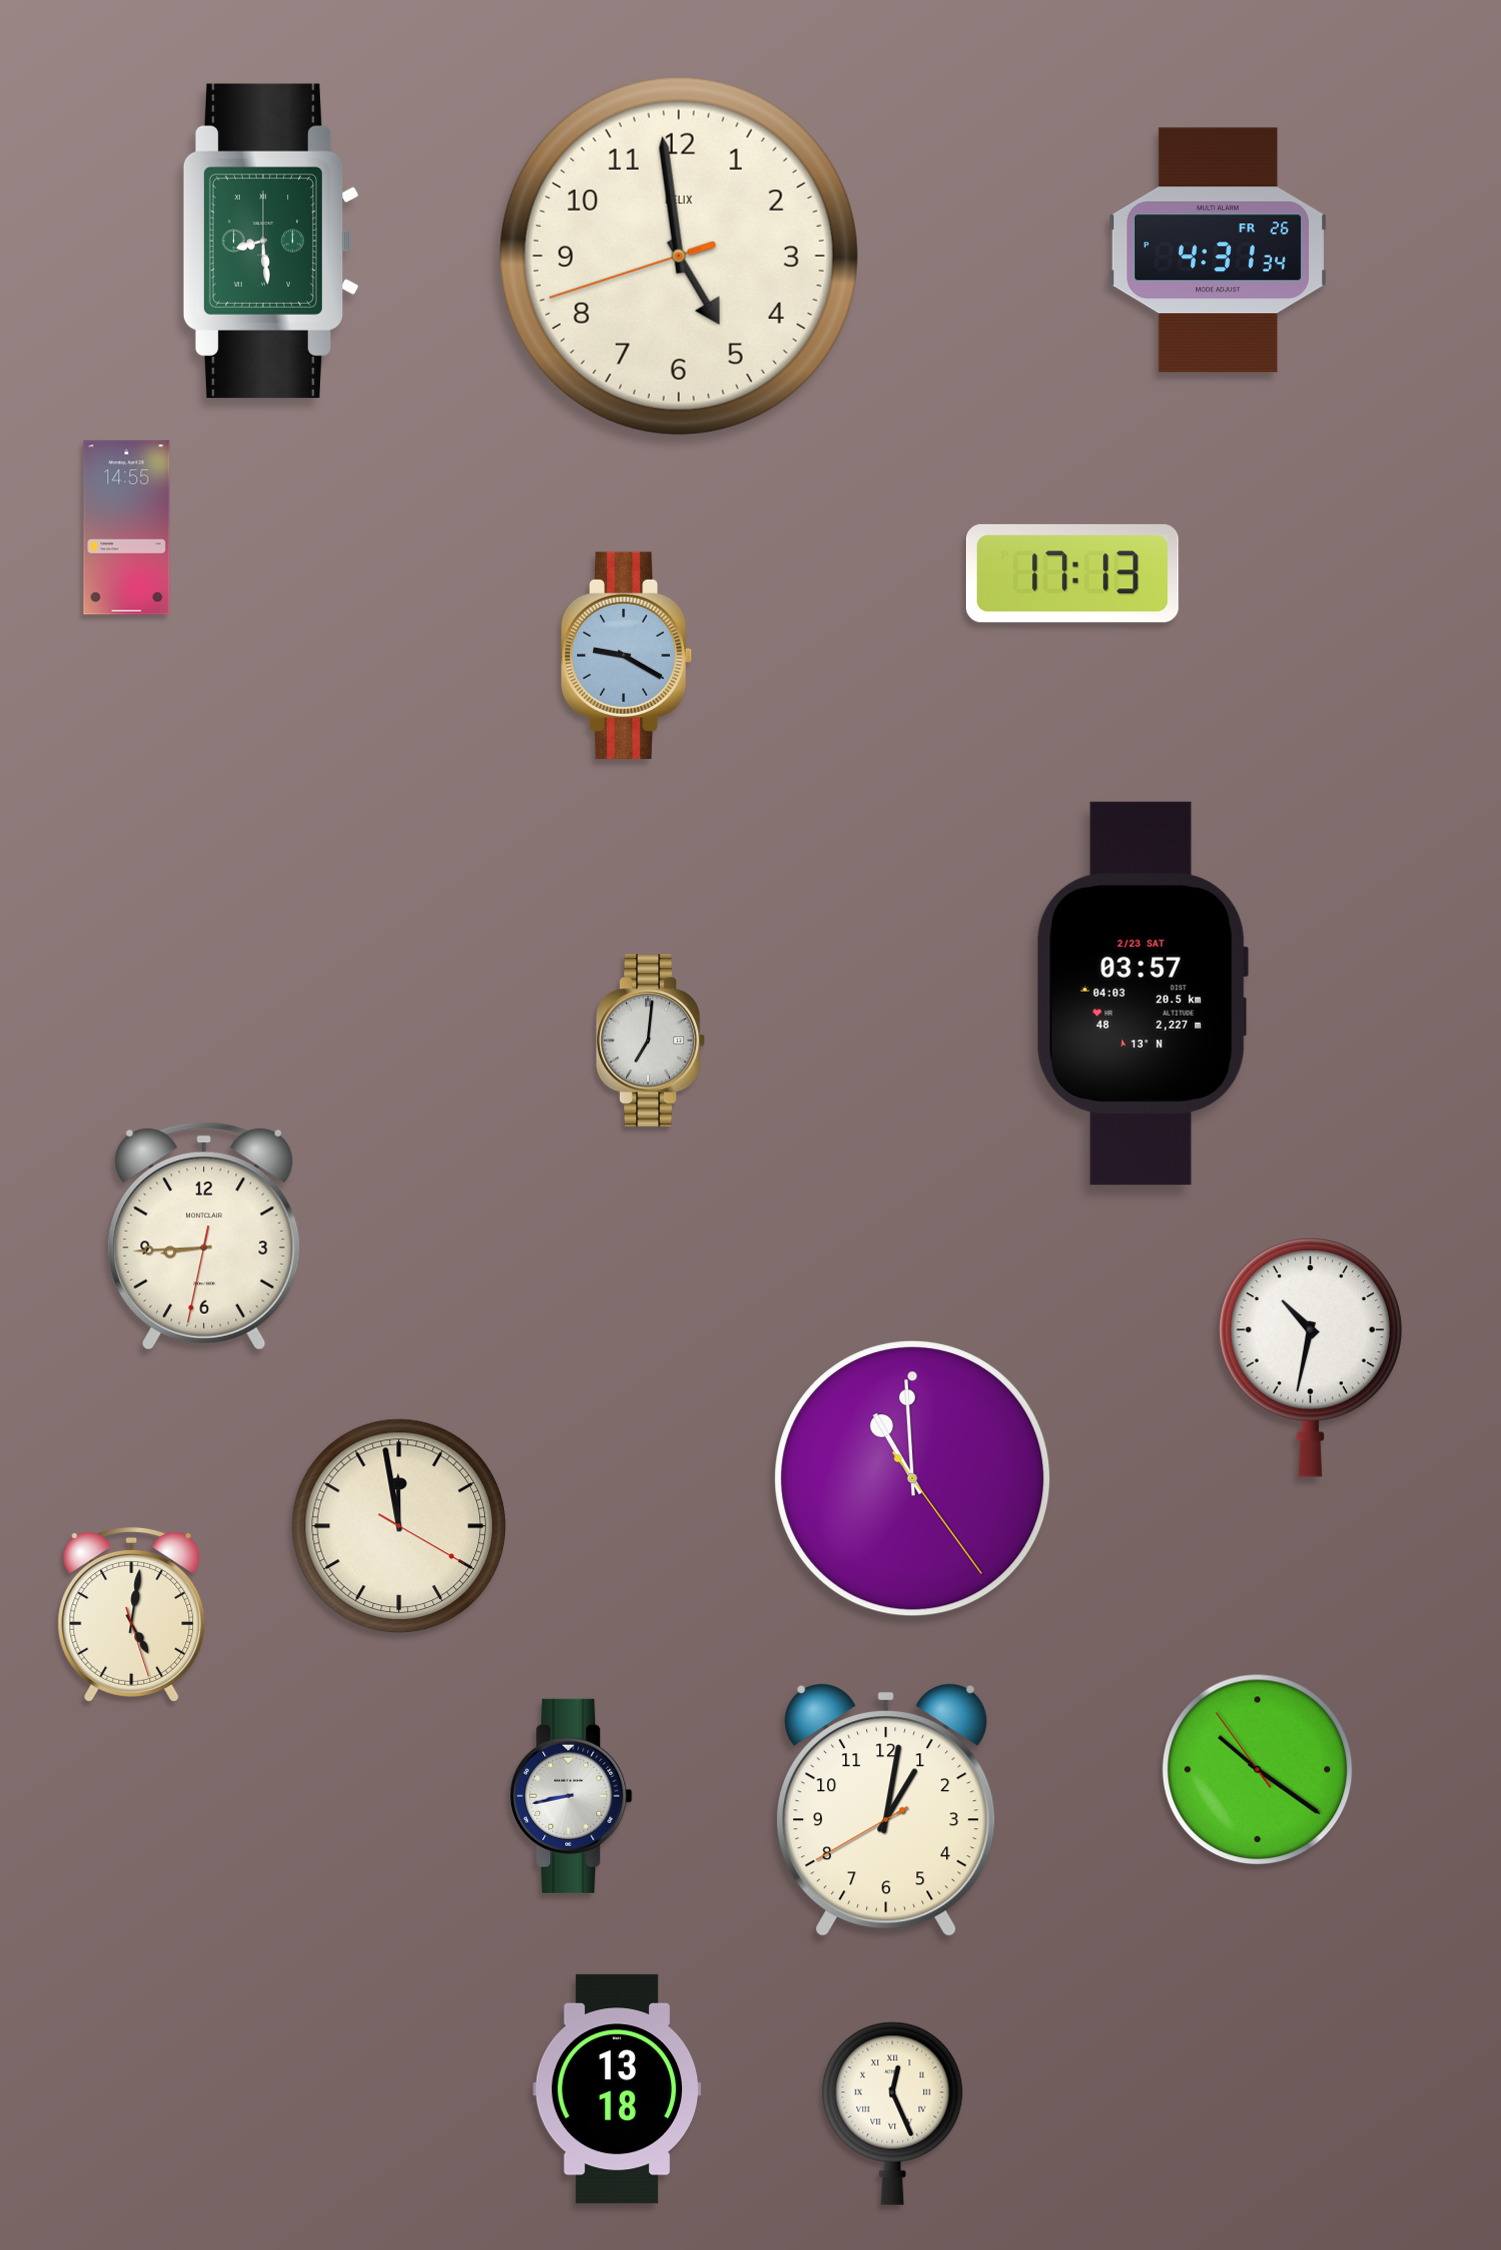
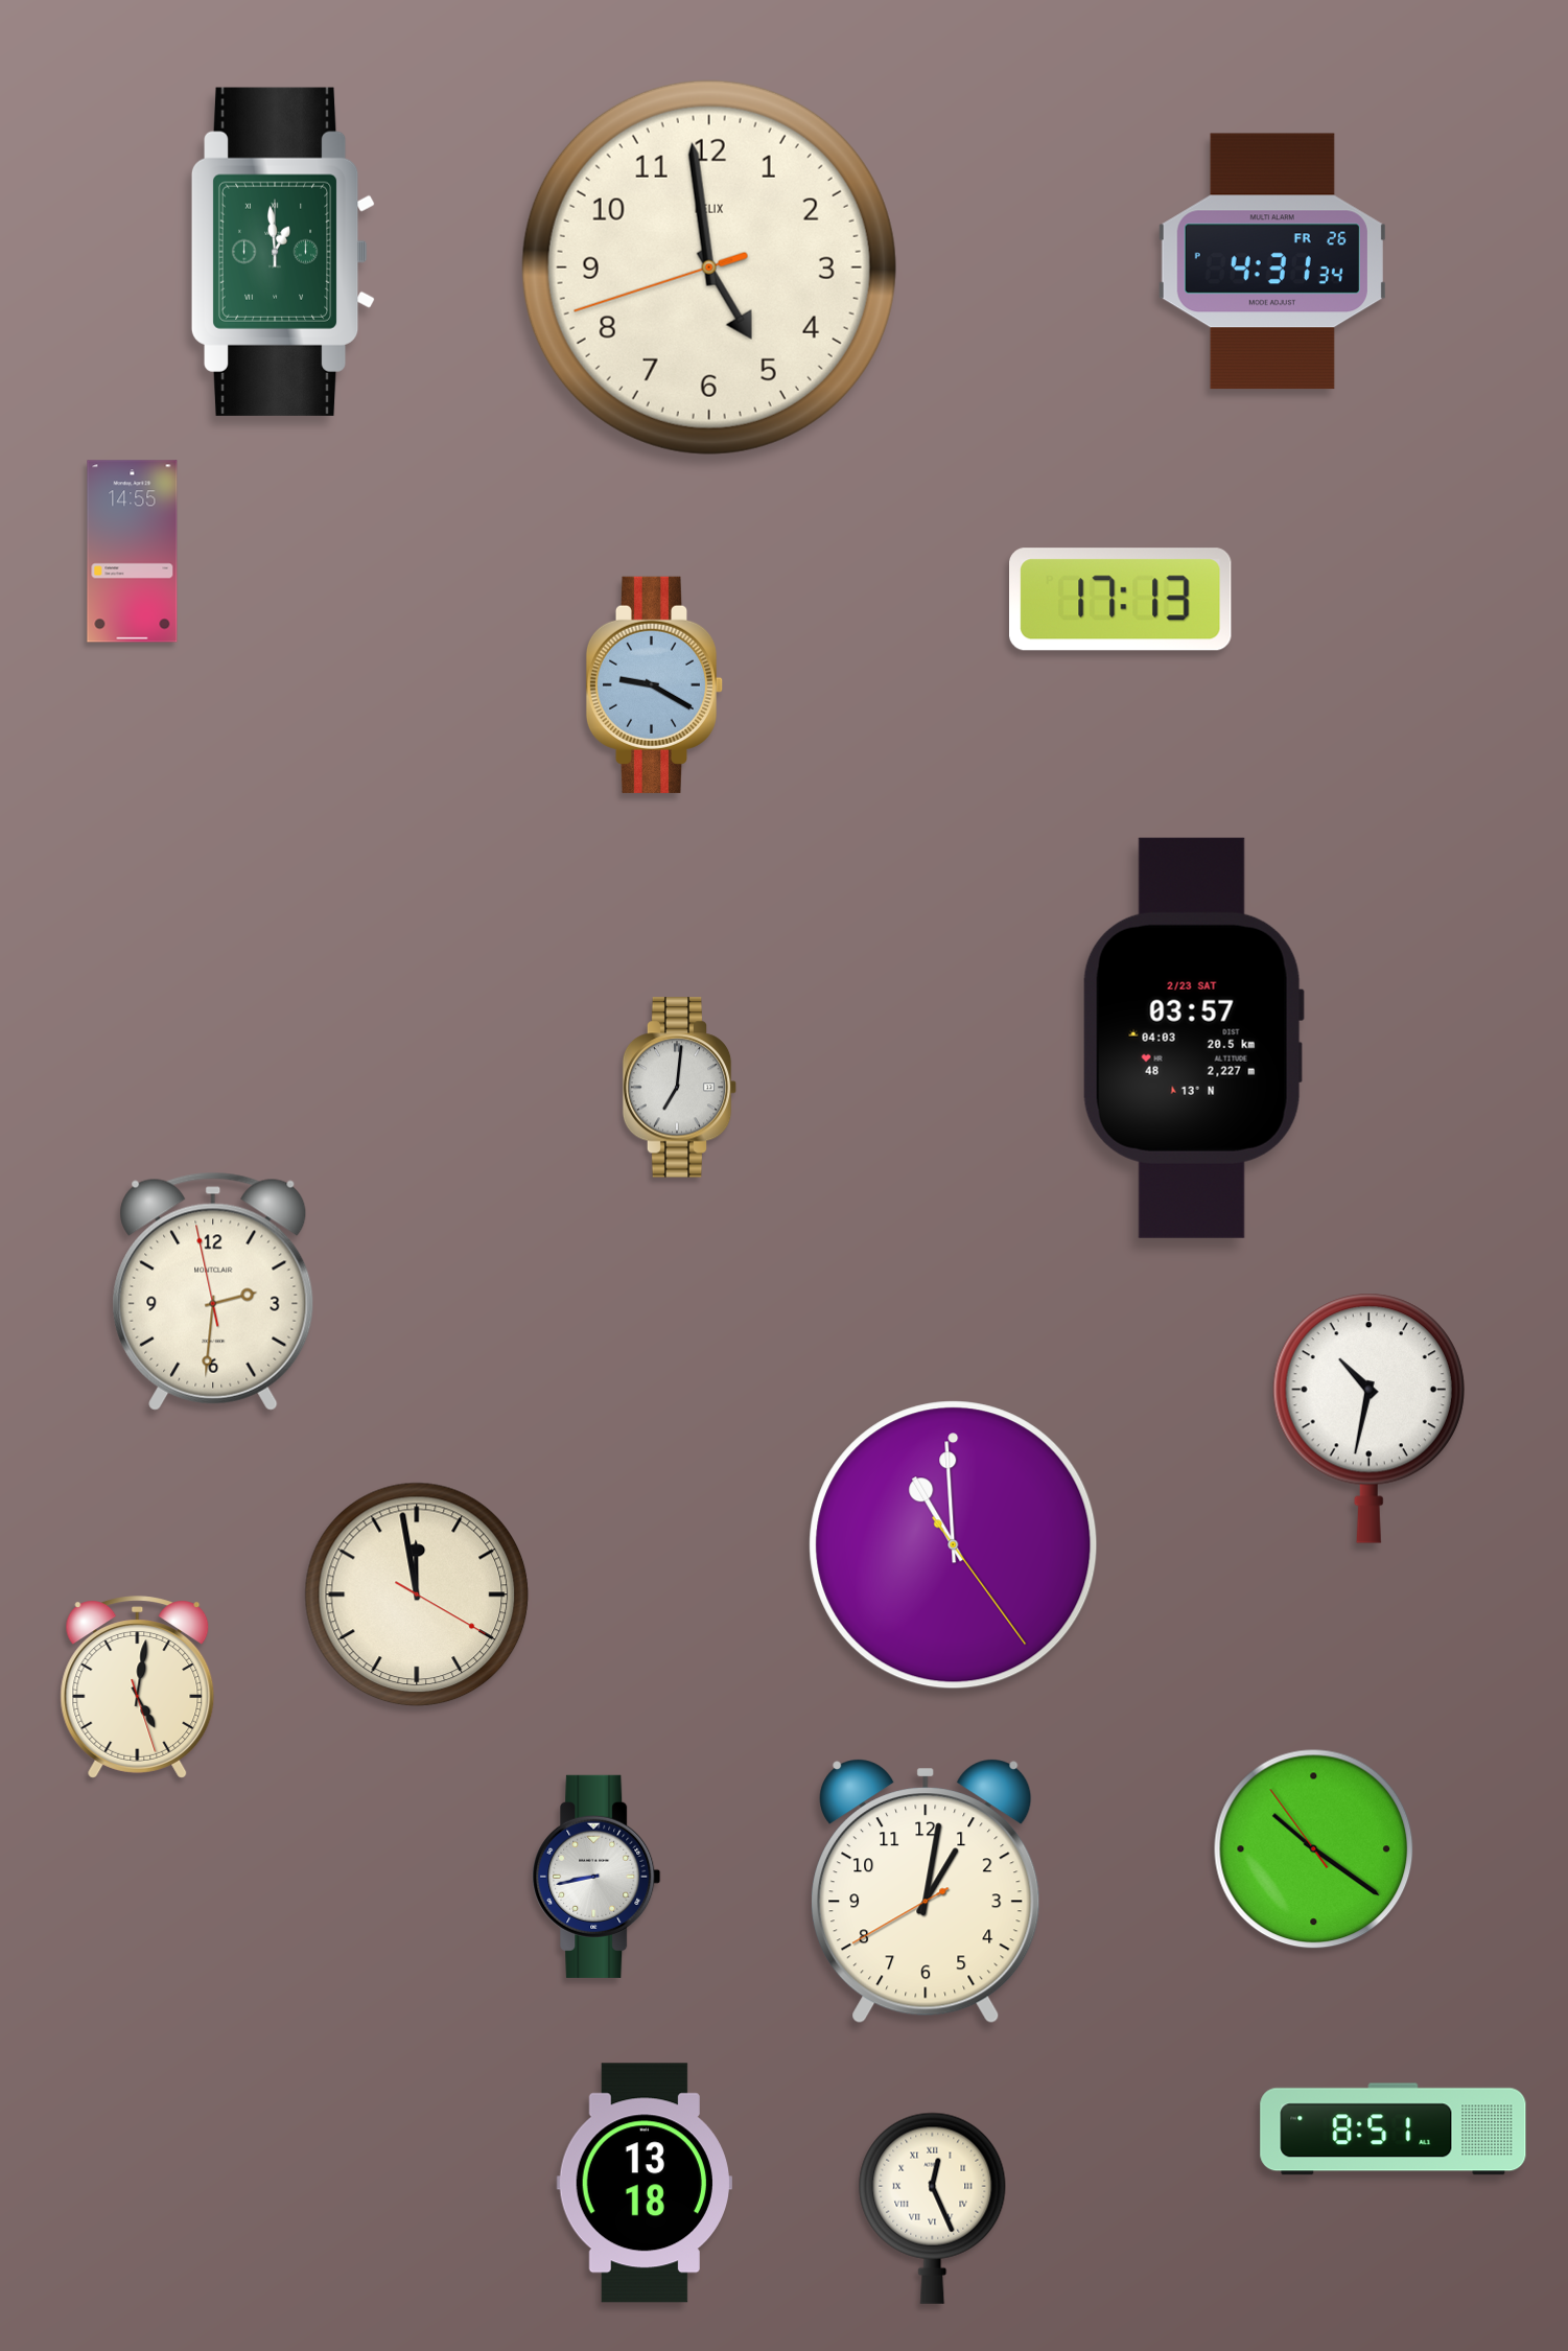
clock at (271, 241): 8:29 -> 12:59
clock at (204, 1236): 8:44 -> 2:30
clock at (1394, 2129): none -> 8:51
